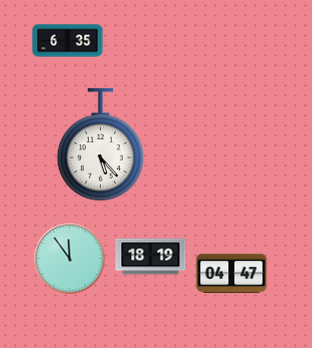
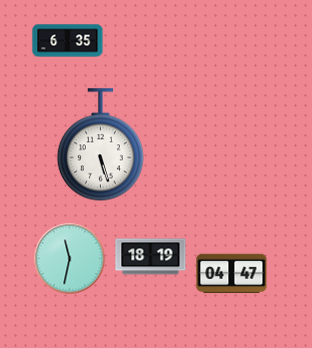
clock at (100, 145): 5:23 -> 5:27
clock at (70, 259): 11:54 -> 11:32
